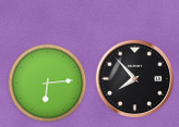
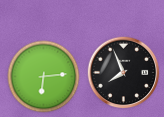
clock at (135, 79): 7:53 -> 7:56
